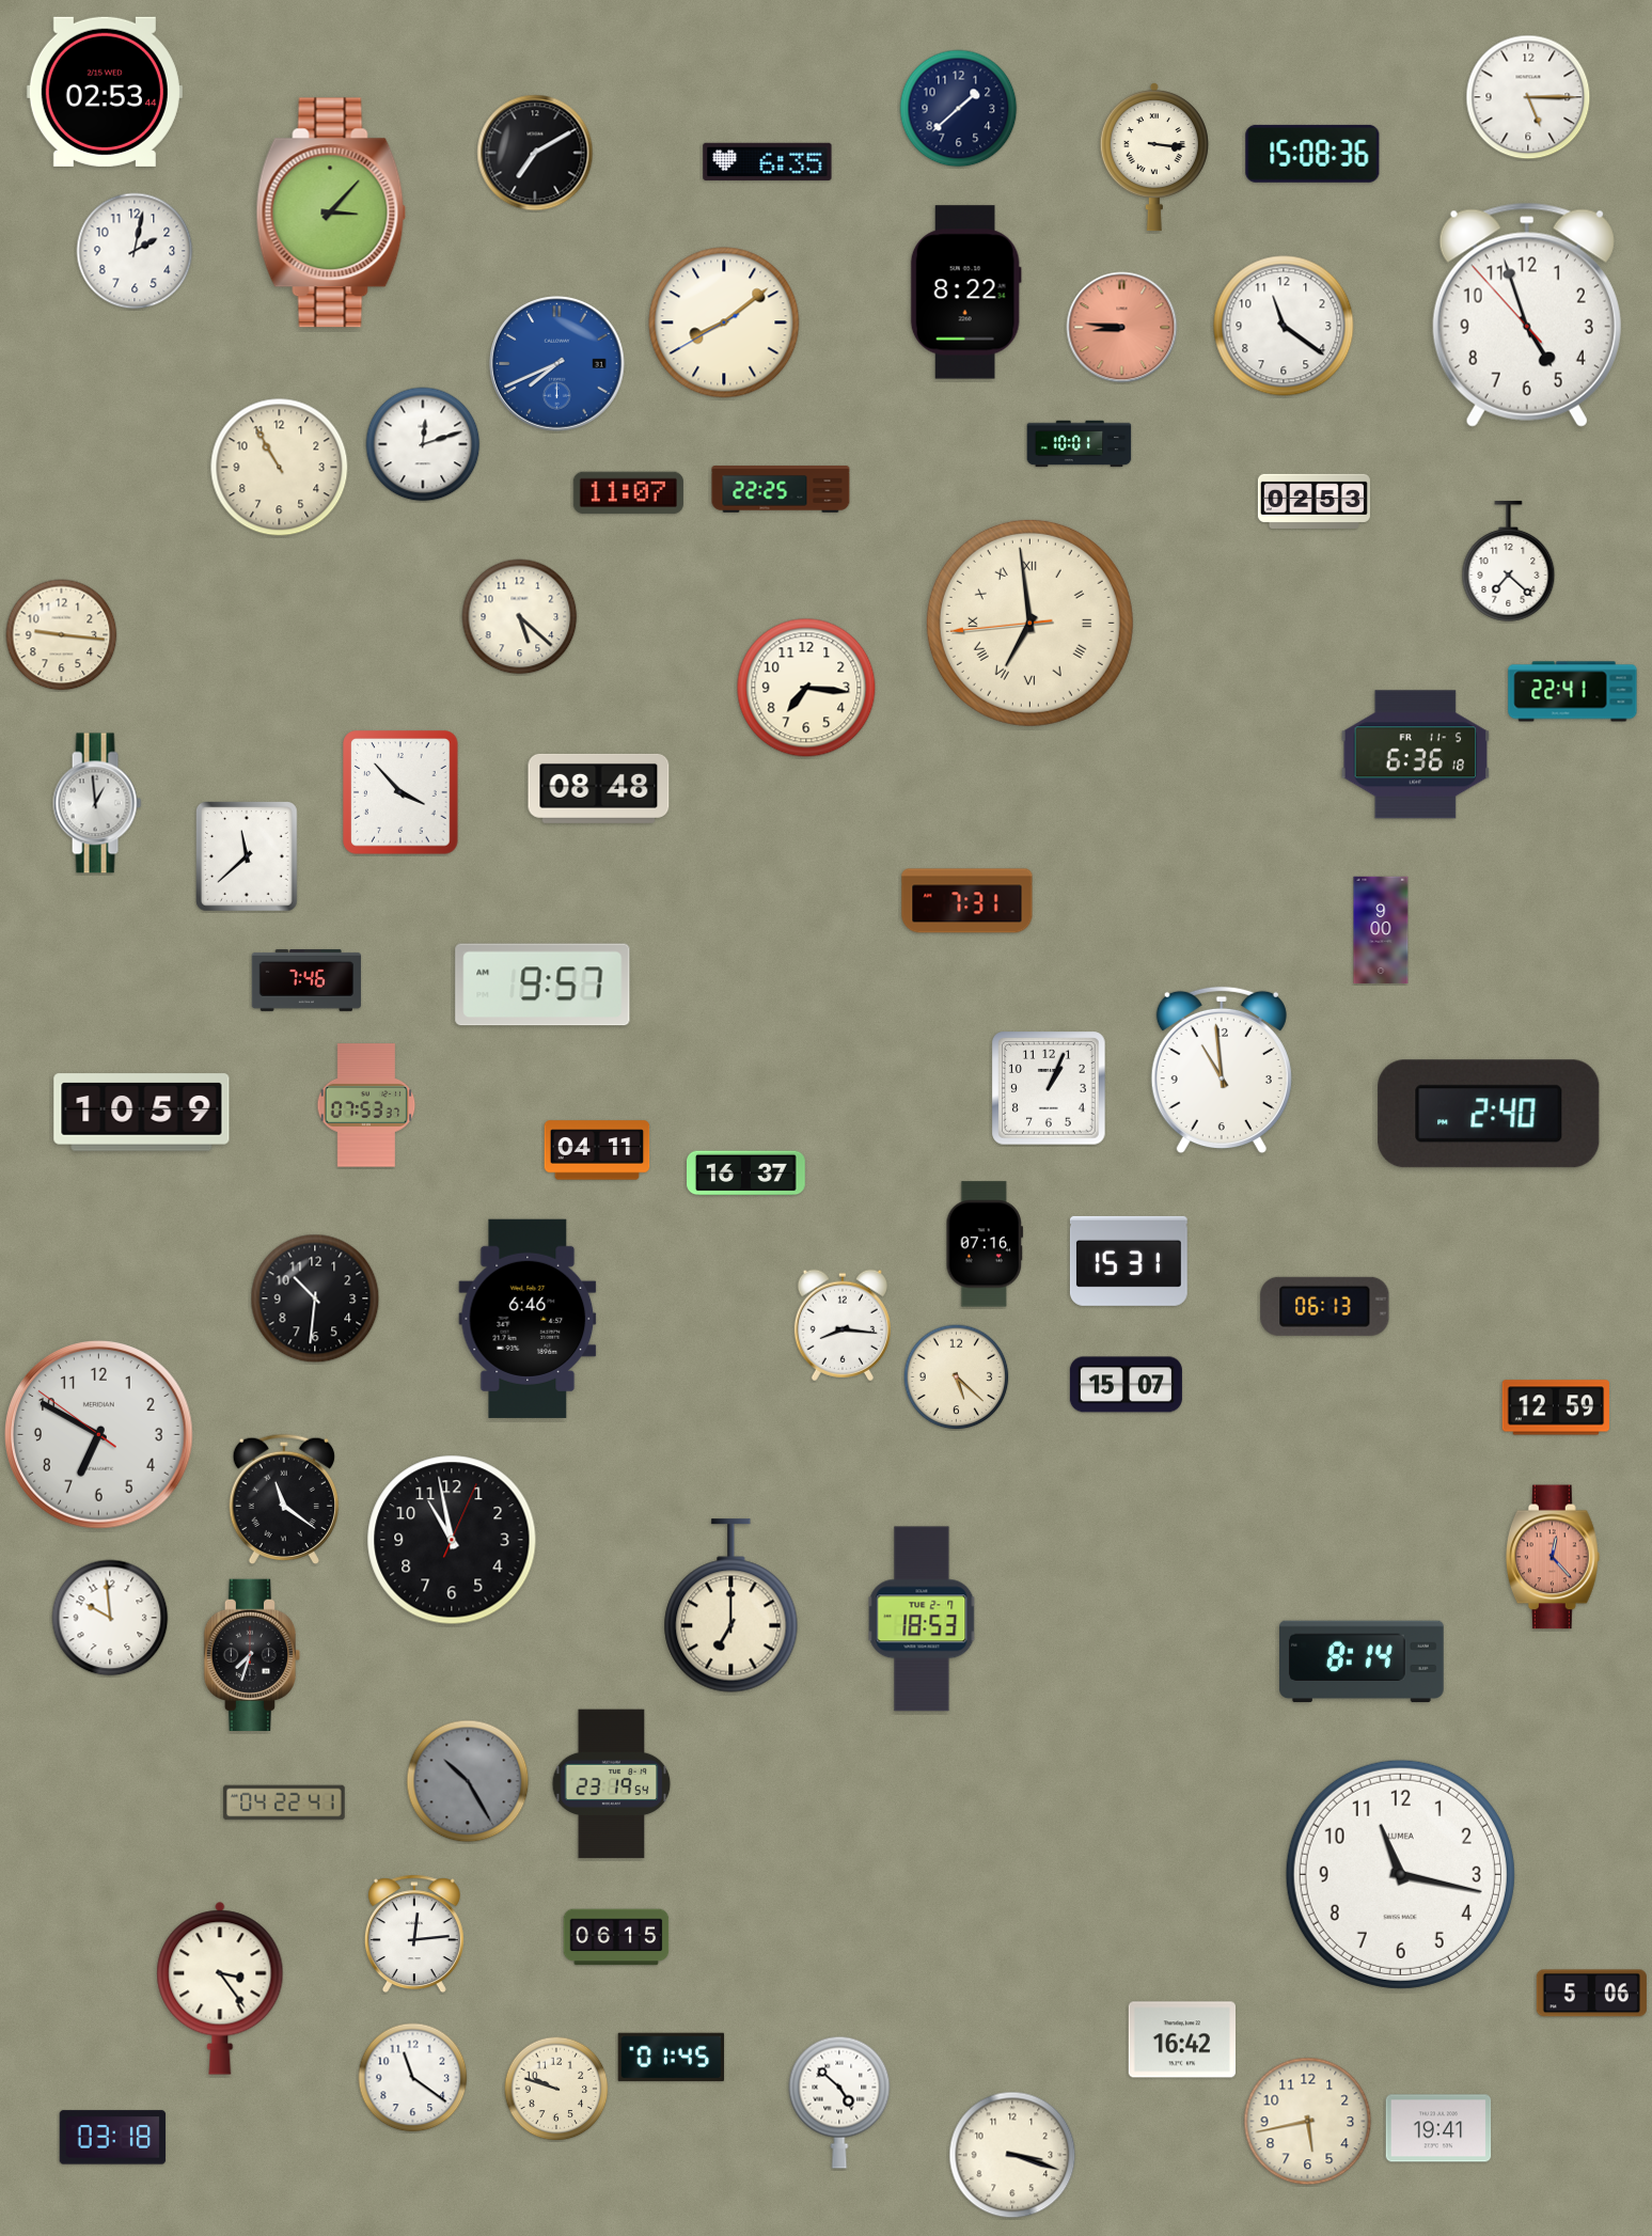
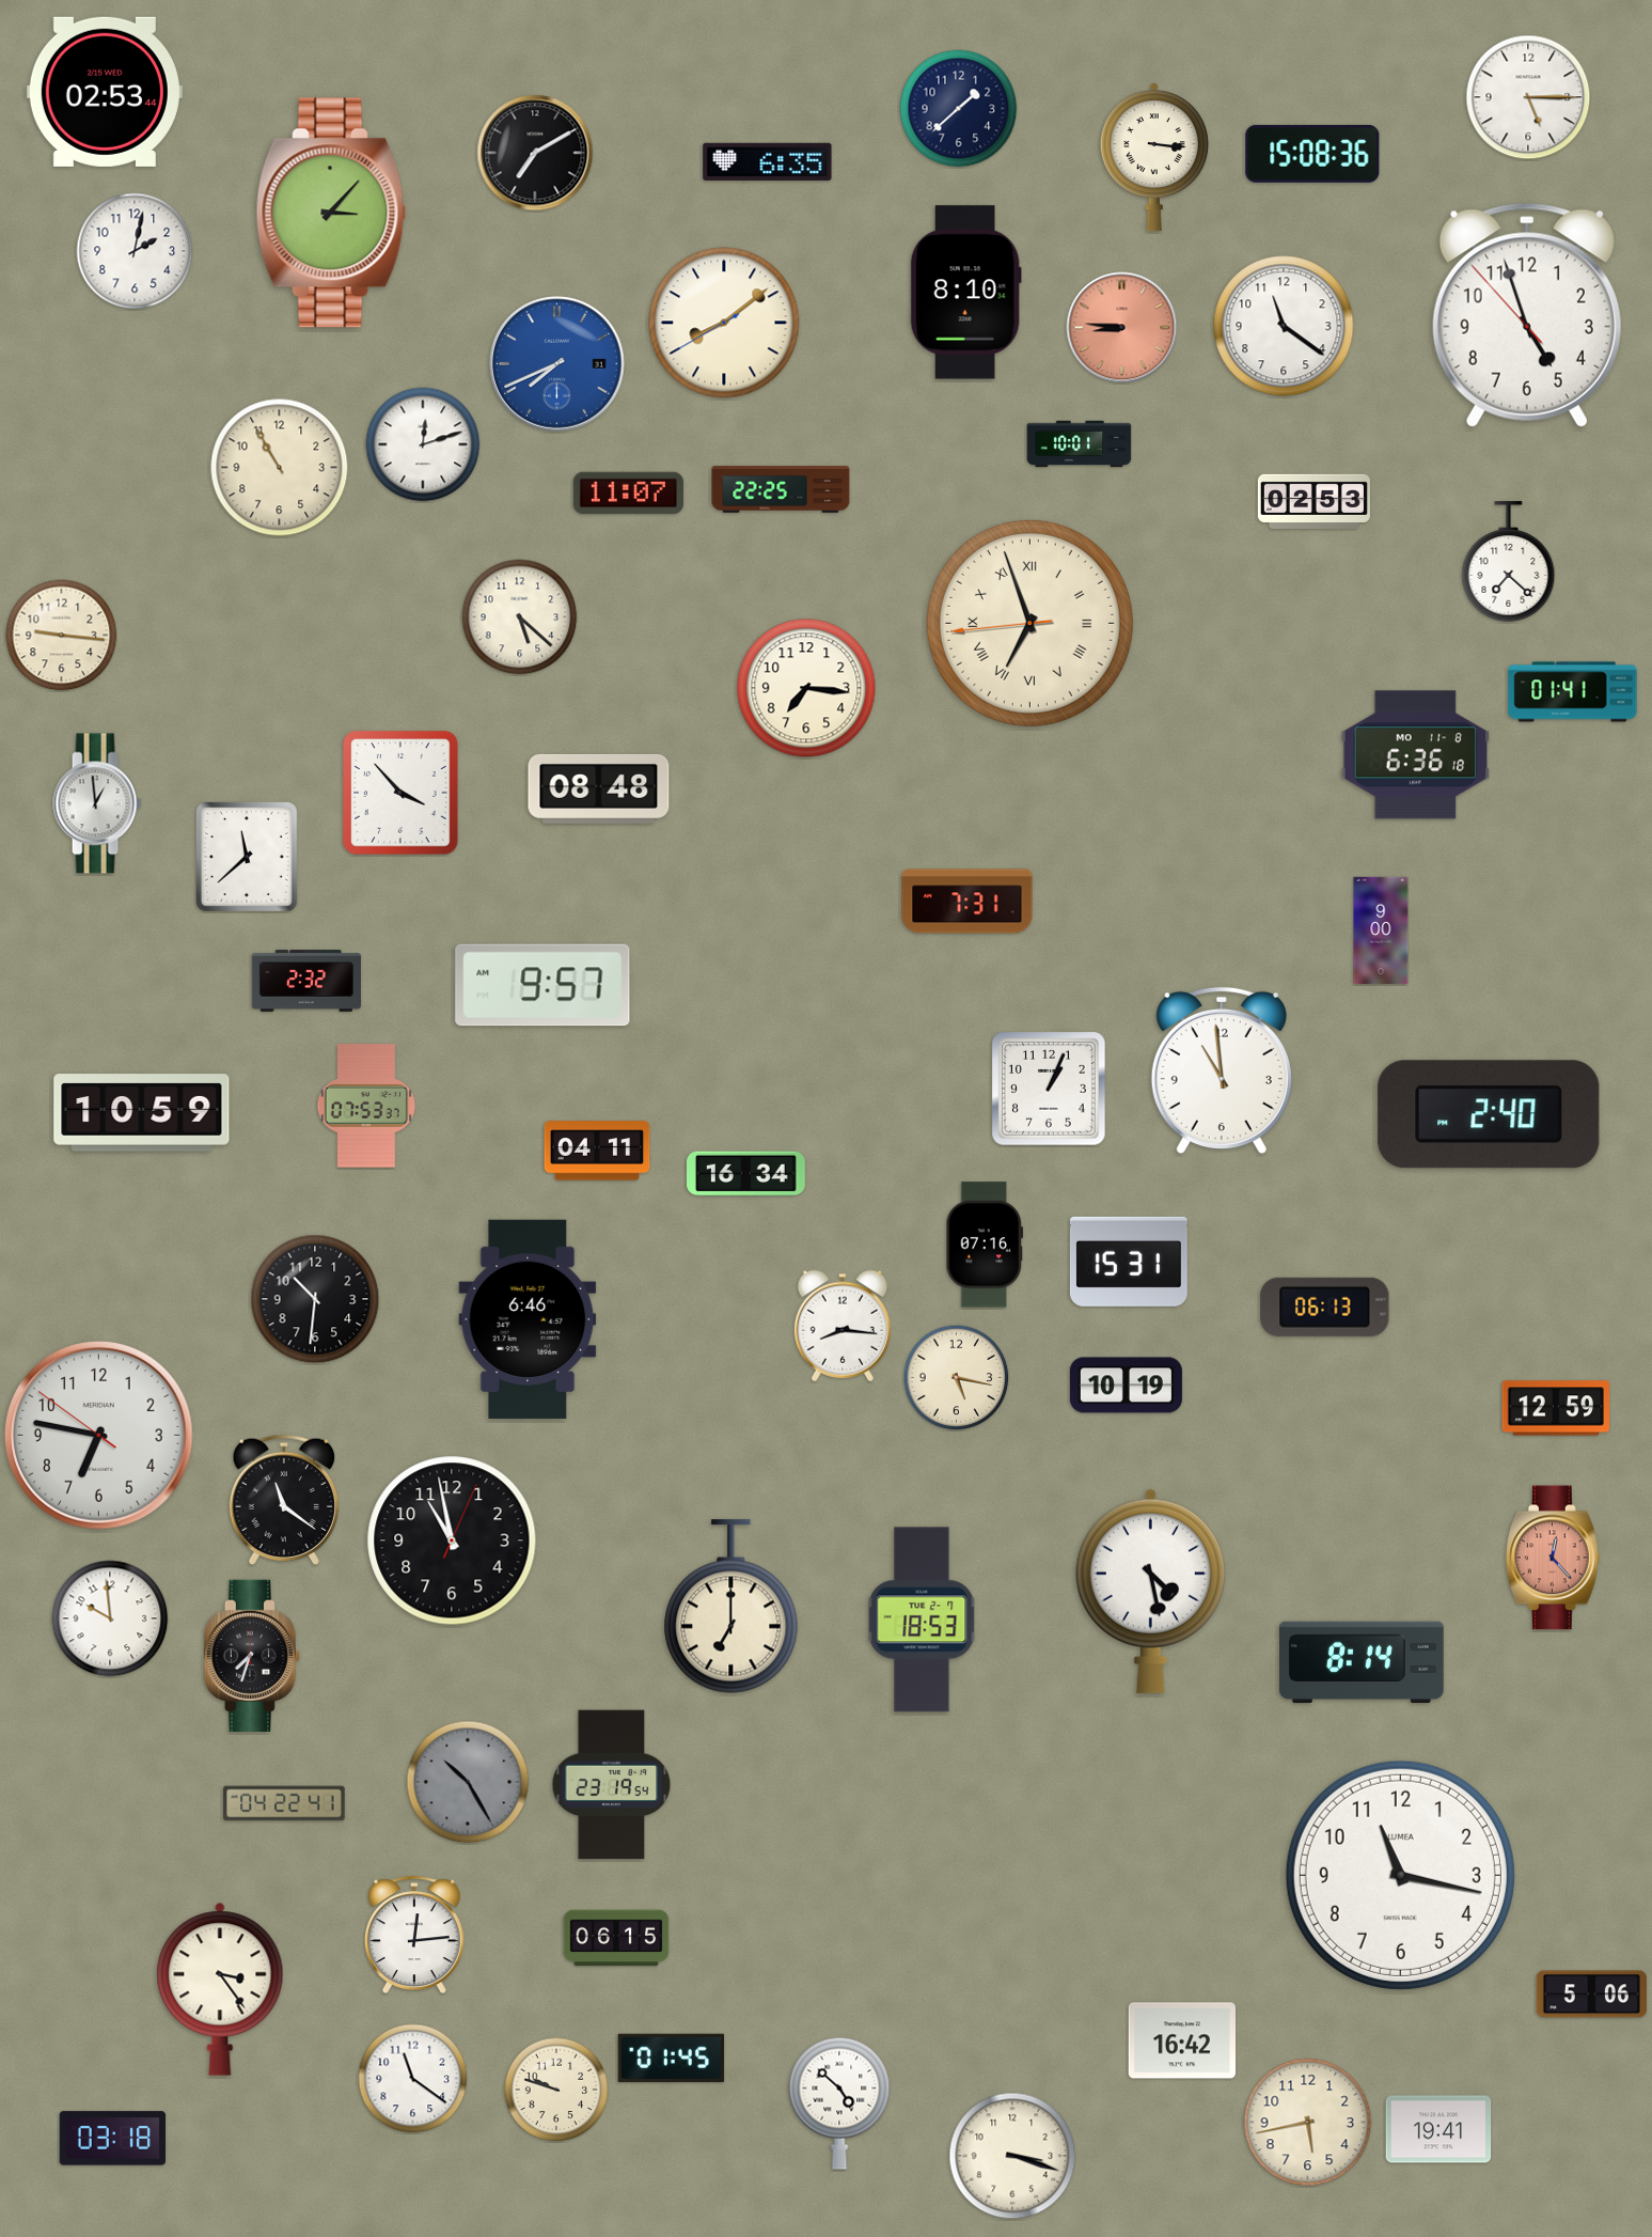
clock at (965, 293): 8:22 -> 8:10
clock at (1029, 623): 6:58 -> 6:56
clock at (1573, 692): 22:41 -> 01:41
clock at (1416, 755) date: FR 11-5 -> MO 11-8
clock at (306, 980): 7:46 -> 2:32
clock at (746, 1174): 16:37 -> 16:34
clock at (957, 1377): 5:22 -> 5:17
clock at (1126, 1385): 15:07 -> 10:19
clock at (99, 1435): 6:49 -> 6:46
clock at (1150, 1591): none -> 4:28
